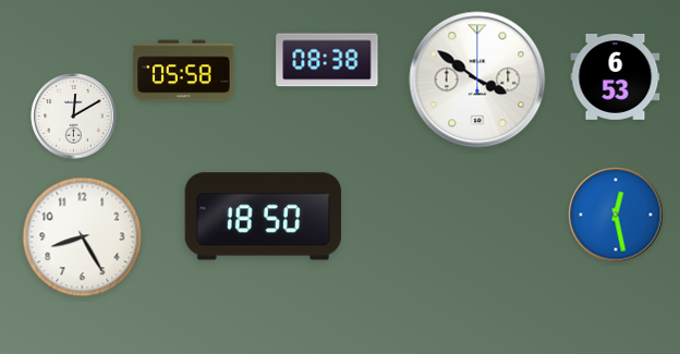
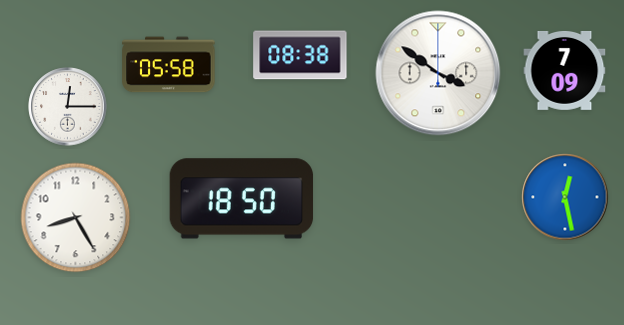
clock at (616, 76): 6:53 -> 7:09
clock at (74, 117): 12:10 -> 12:15
